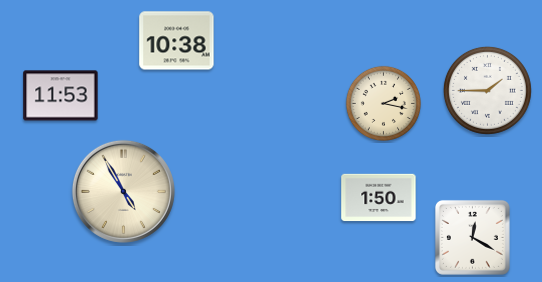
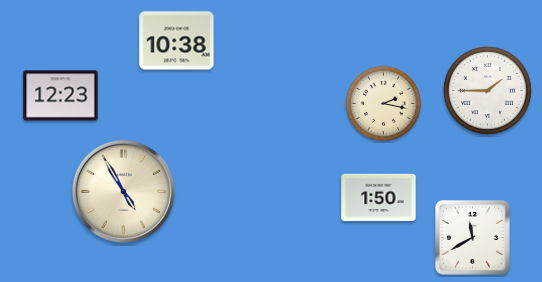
clock at (61, 96): 11:53 -> 12:23
clock at (472, 237): 12:20 -> 11:40
